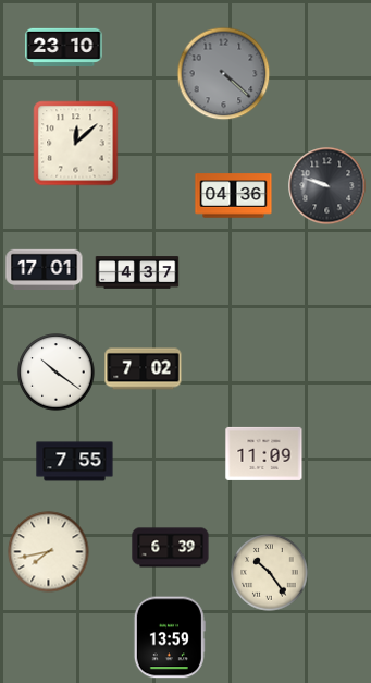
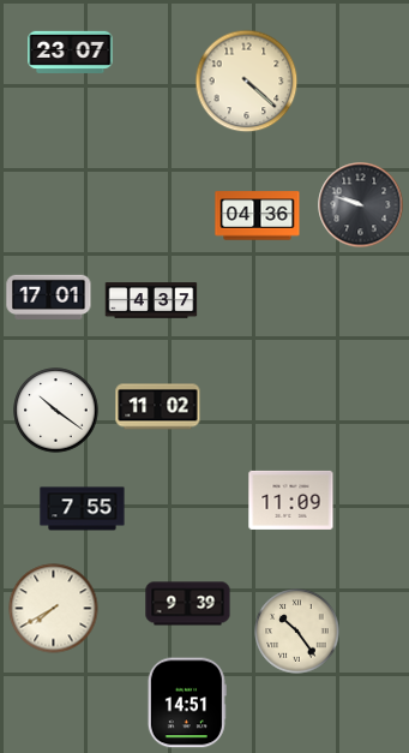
clock at (64, 47): 23:10 -> 23:07
clock at (224, 74) dial: grey -> cream
clock at (76, 144): 12:08 -> none
clock at (144, 369): 7:02 -> 11:02
clock at (57, 373) position: (57, 373) -> (56, 411)
clock at (171, 548): 6:39 -> 9:39
clock at (49, 552): 7:43 -> 7:40
clock at (170, 637): 13:59 -> 14:51
